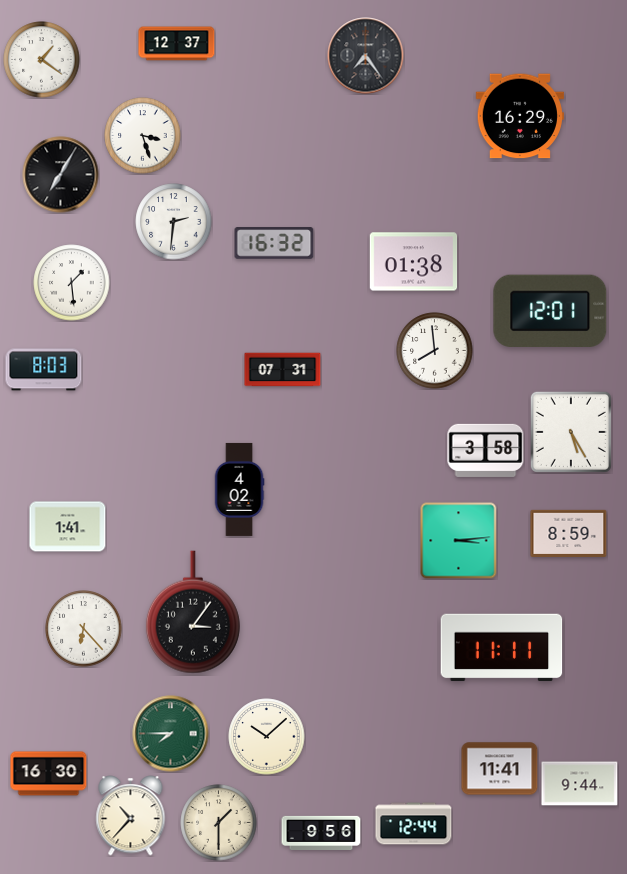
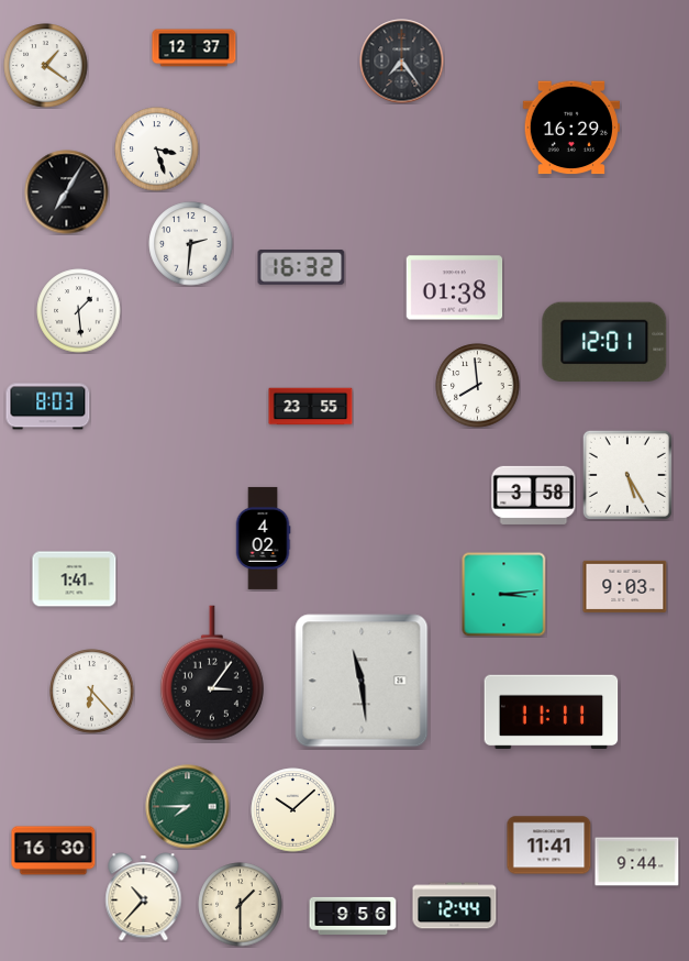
clock at (283, 370): 07:31 -> 23:55
clock at (569, 533): 8:59 -> 9:03
clock at (362, 681): none -> 11:29
